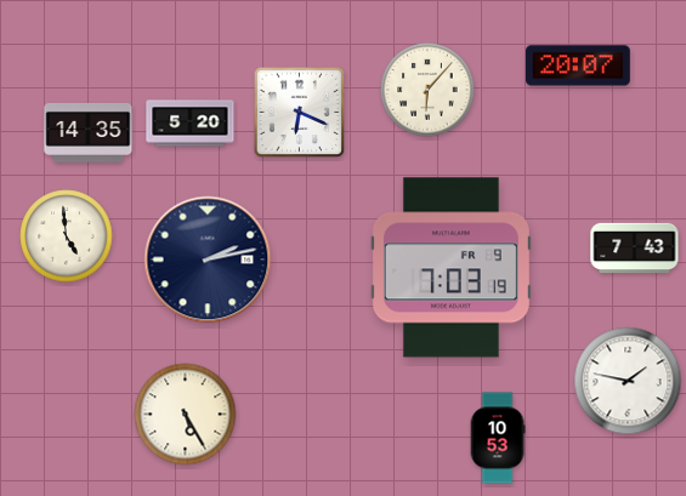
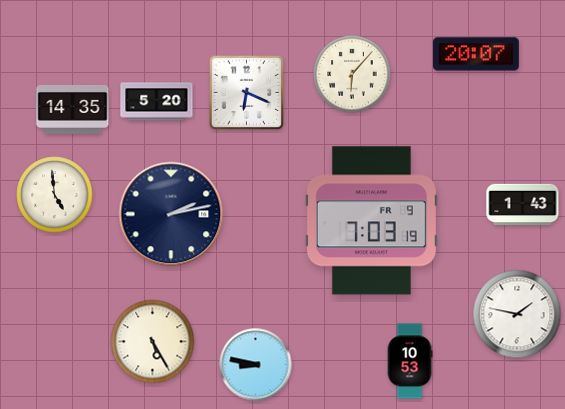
clock at (635, 249): 7:43 -> 1:43
clock at (256, 365): none -> 8:47
